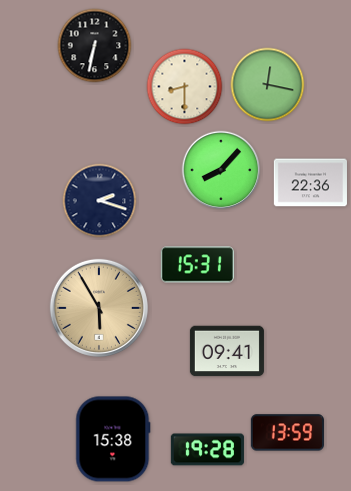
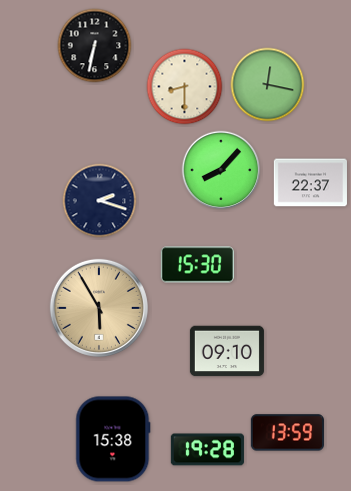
clock at (310, 183): 22:36 -> 22:37
clock at (197, 265): 15:31 -> 15:30
clock at (227, 351): 09:41 -> 09:10
